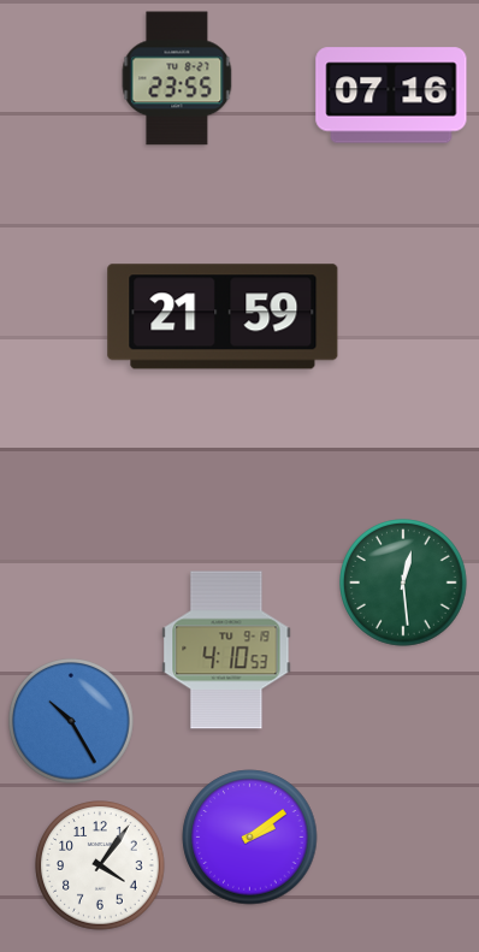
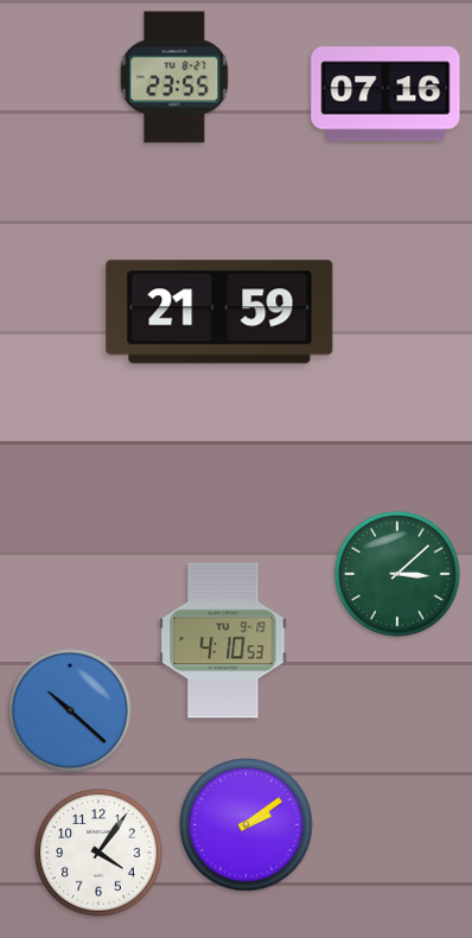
clock at (403, 583): 12:29 -> 3:08
clock at (72, 722): 10:25 -> 10:22
